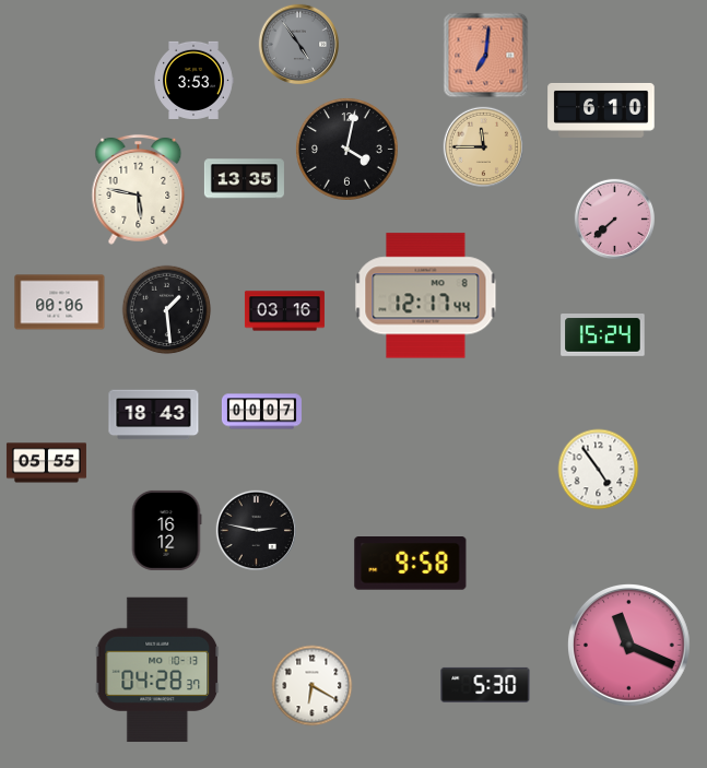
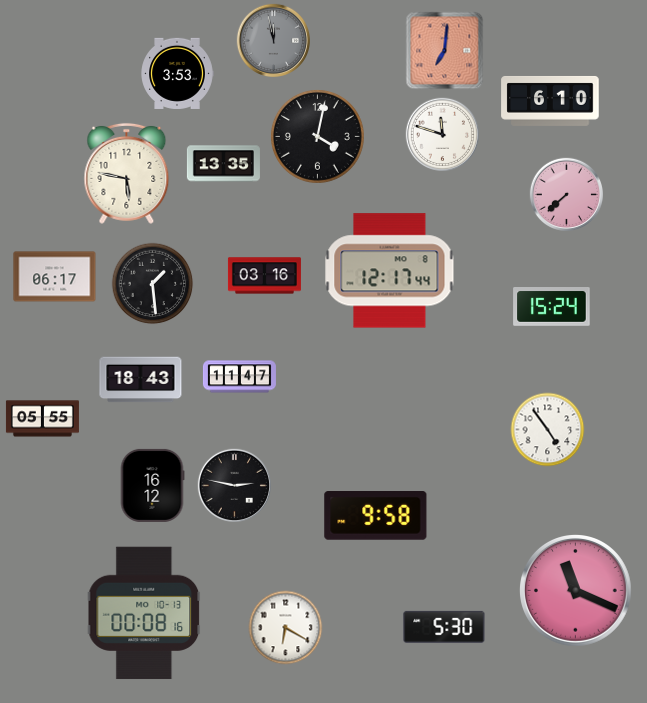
clock at (298, 44): 4:54 -> 11:58
clock at (483, 146): 11:45 -> 11:48
clock at (483, 146) dial: champagne -> white
clock at (614, 218) position: (614, 218) -> (566, 194)
clock at (60, 303): 00:06 -> 06:17
clock at (284, 311) position: (284, 311) -> (264, 276)
clock at (261, 412): 00:07 -> 11:47
clock at (46, 463) position: (46, 463) -> (42, 419)
clock at (157, 670): 04:28 -> 00:08
